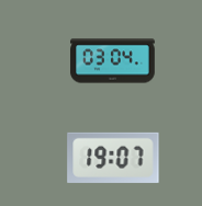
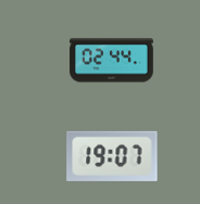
clock at (113, 61): 03:04 -> 02:44
